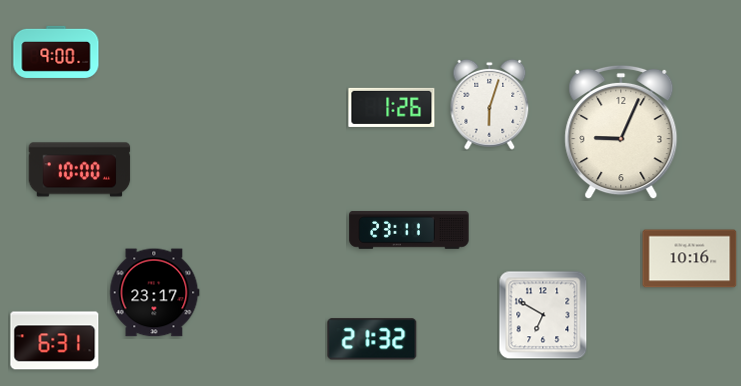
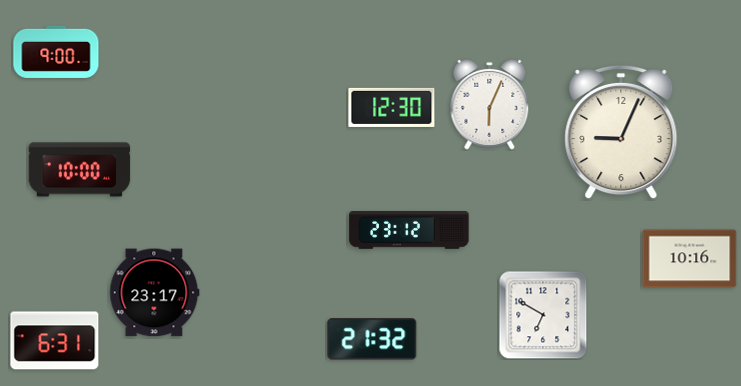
clock at (490, 104): 6:03 -> 6:04
clock at (392, 107): 1:26 -> 12:30
clock at (409, 230): 23:11 -> 23:12
